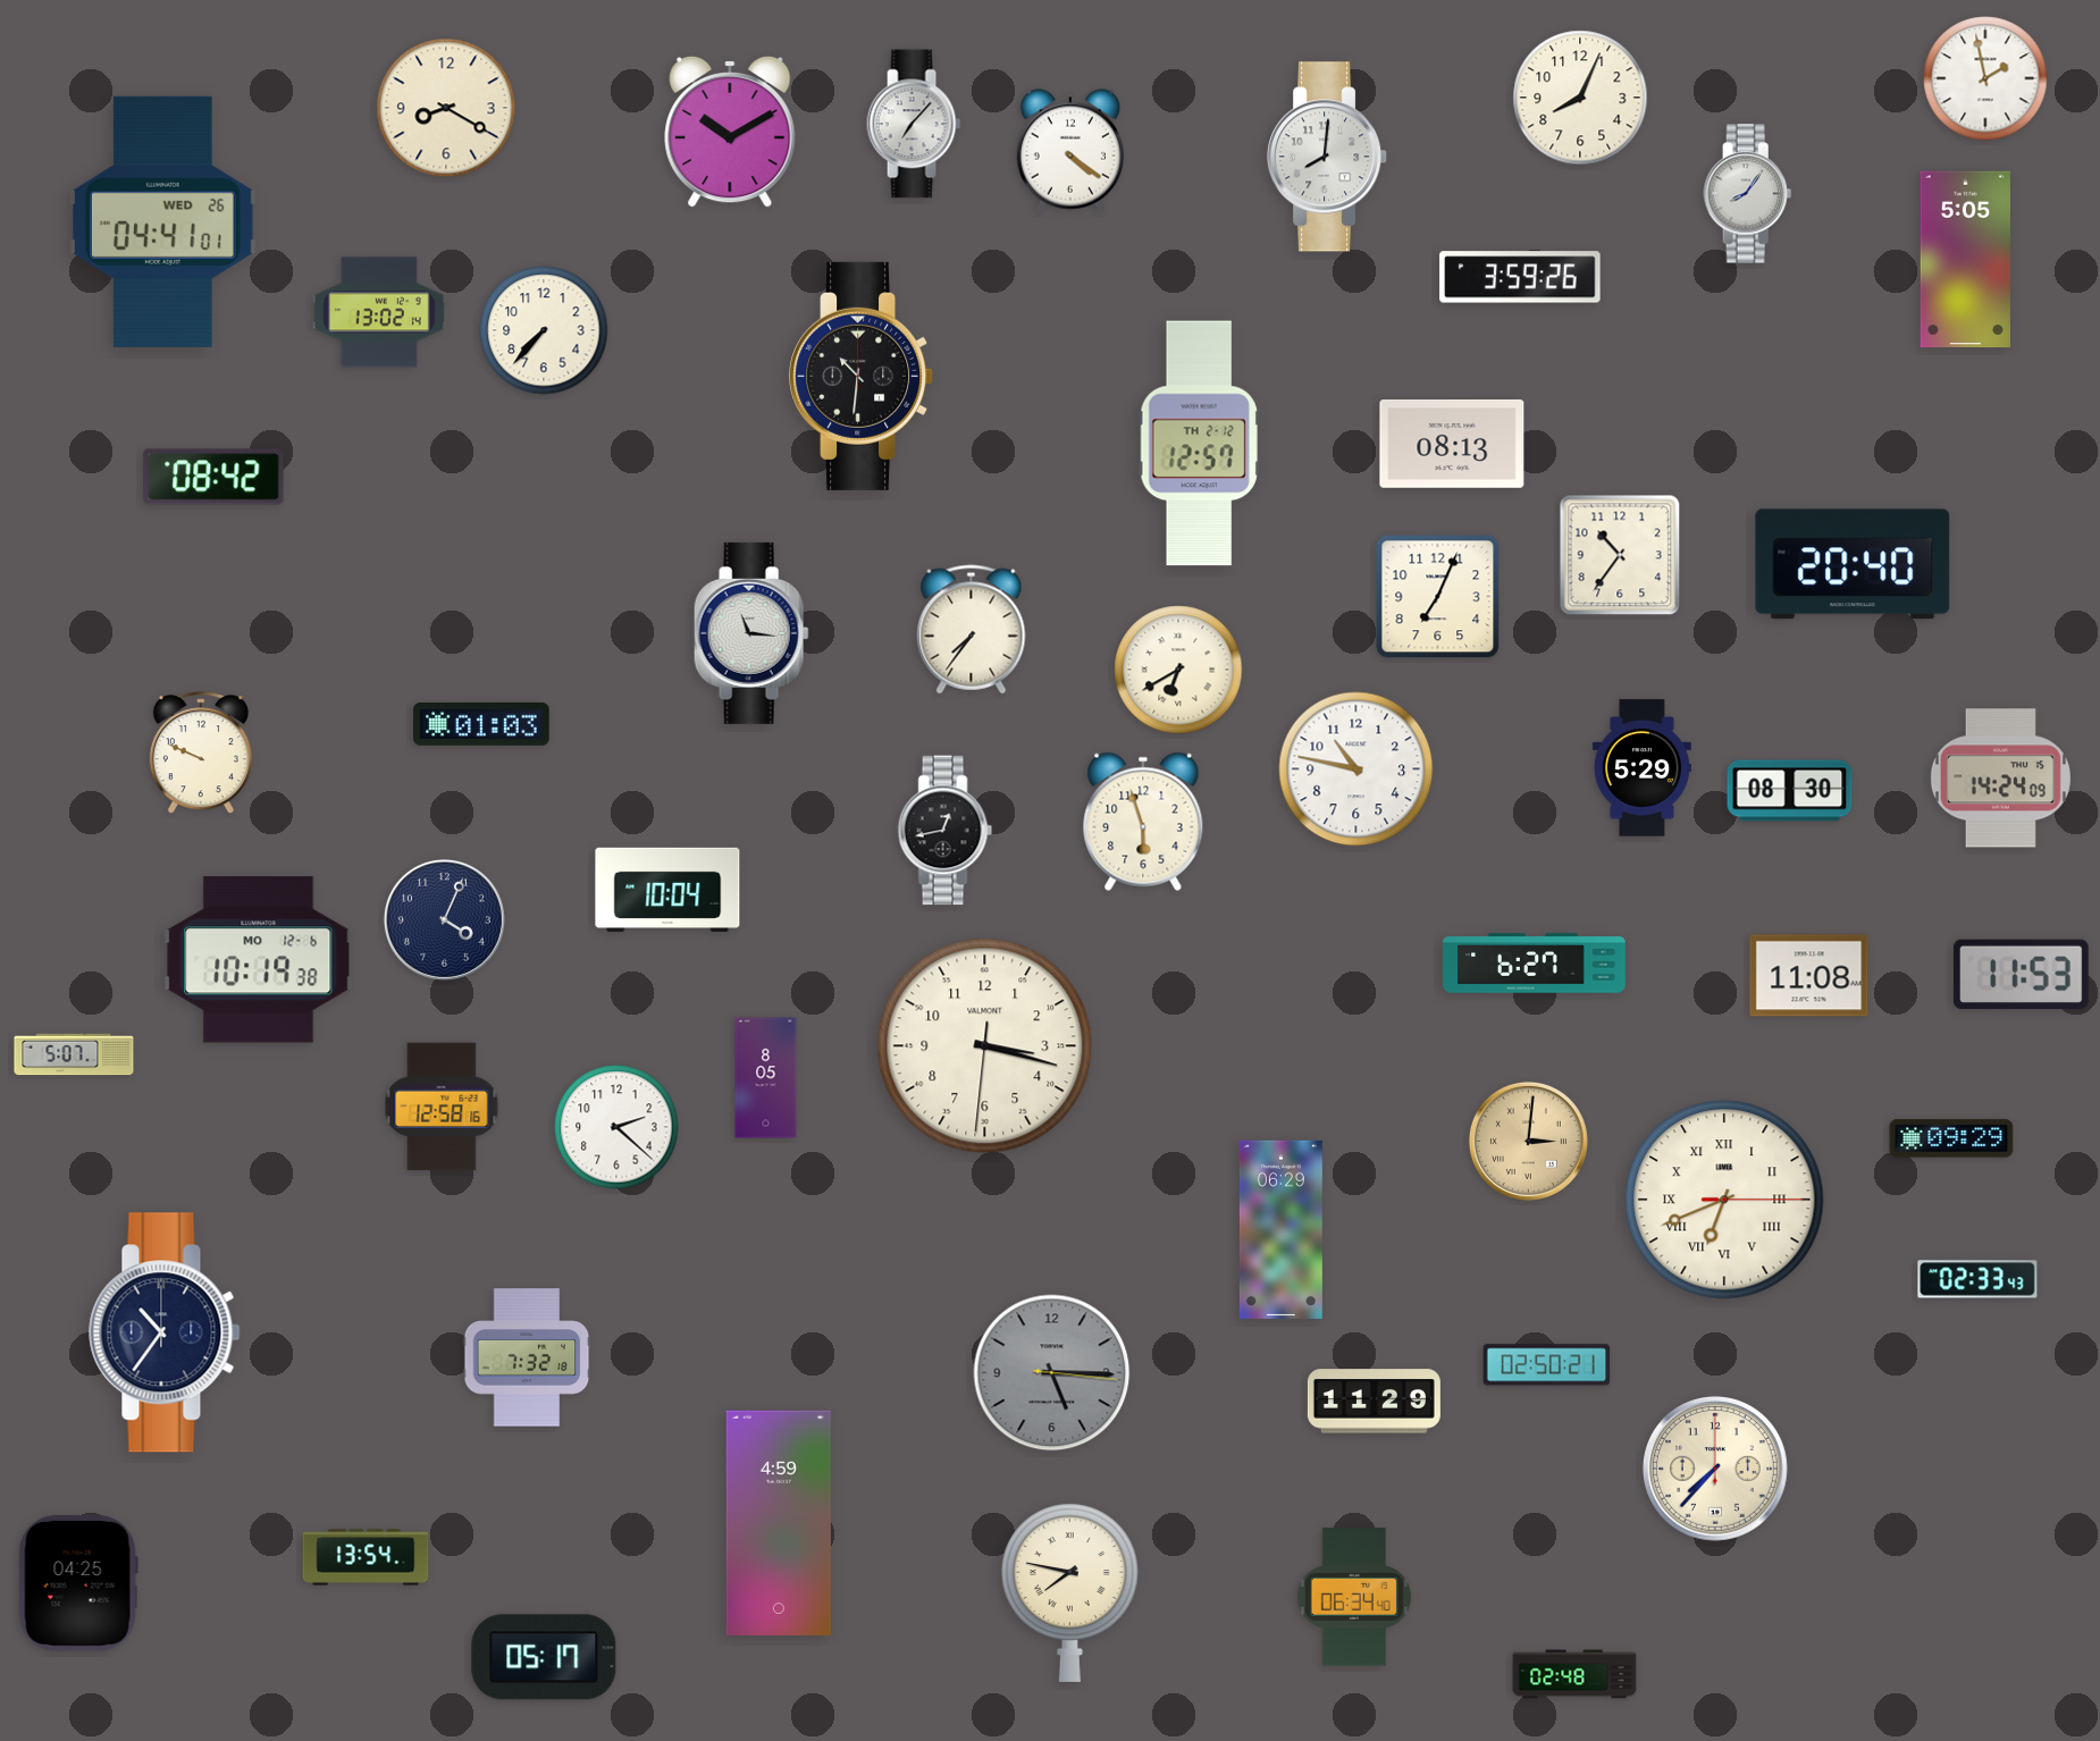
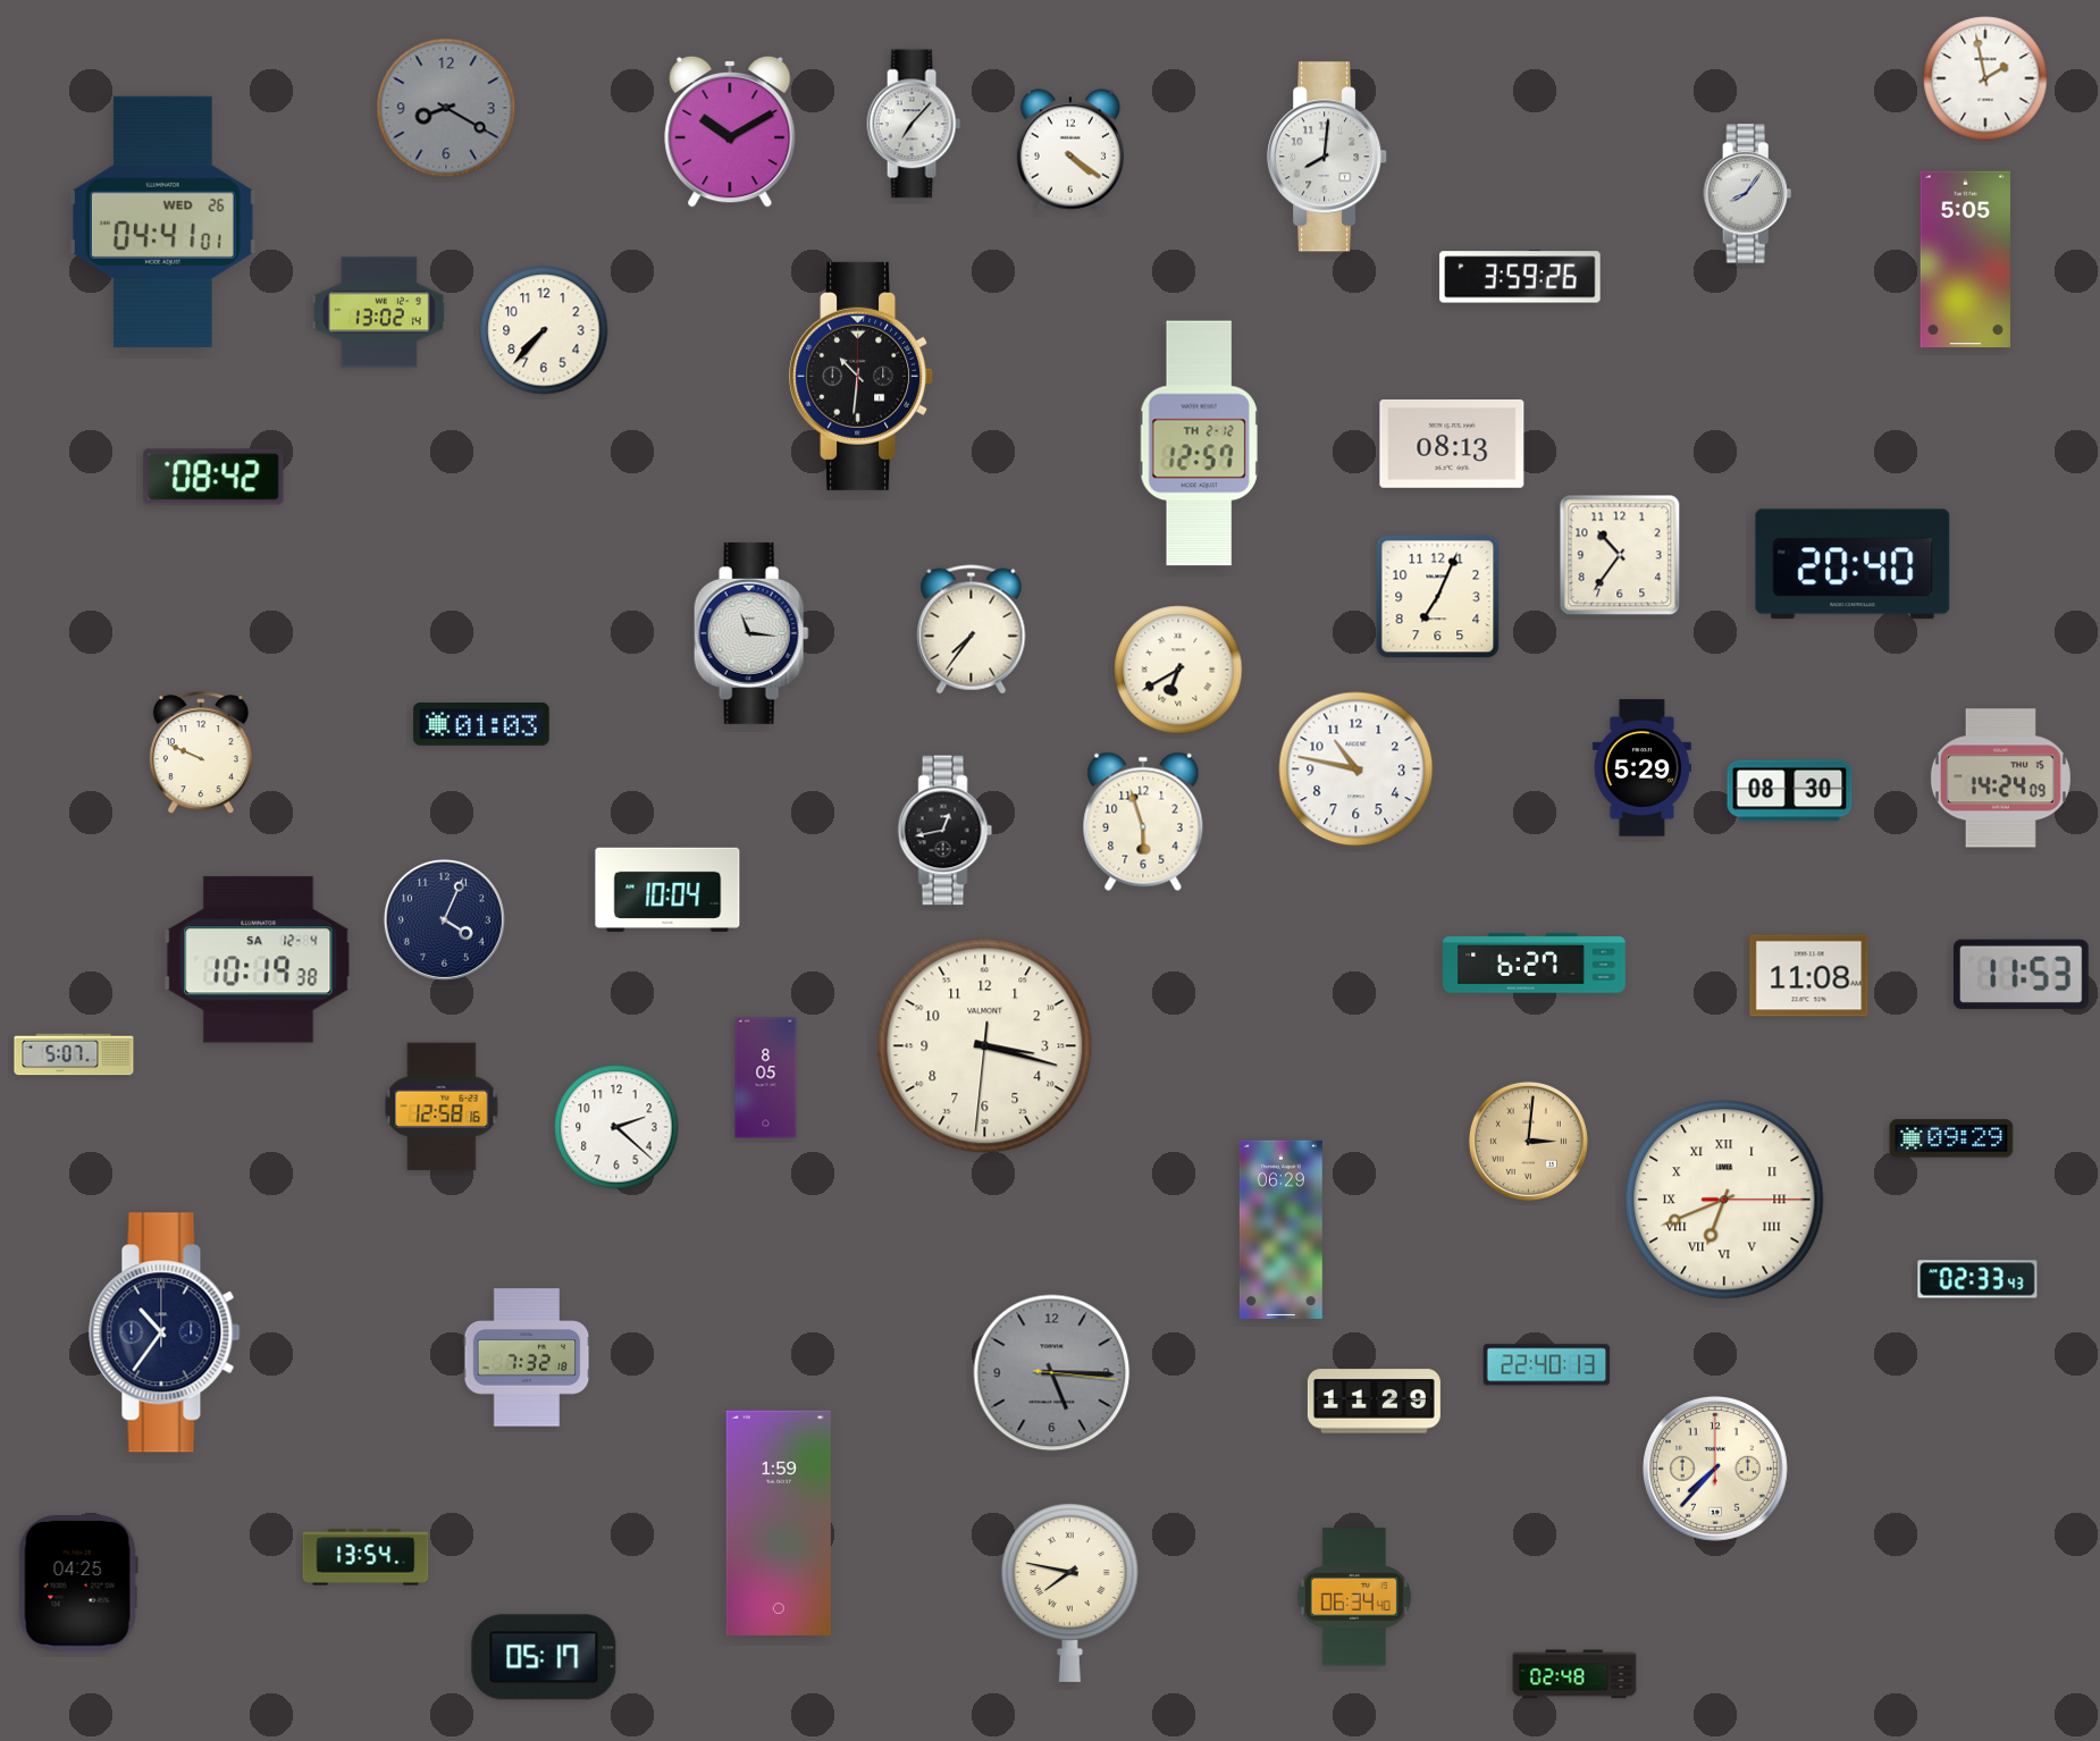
clock at (1580, 98): 8:04 -> none
clock at (446, 108) dial: cream -> grey
clock at (259, 960) date: MO 12-6 -> SA 12-4
clock at (1547, 1365): 02:50 -> 22:40
clock at (779, 1523): 4:59 -> 1:59
